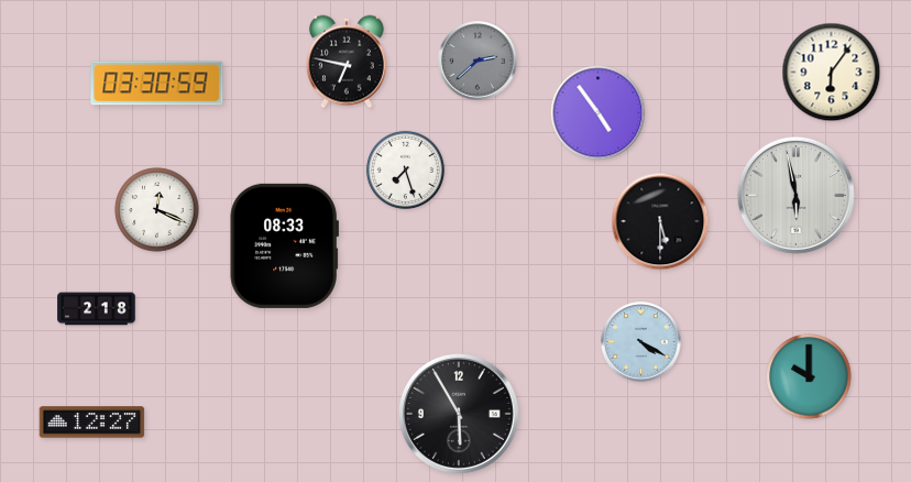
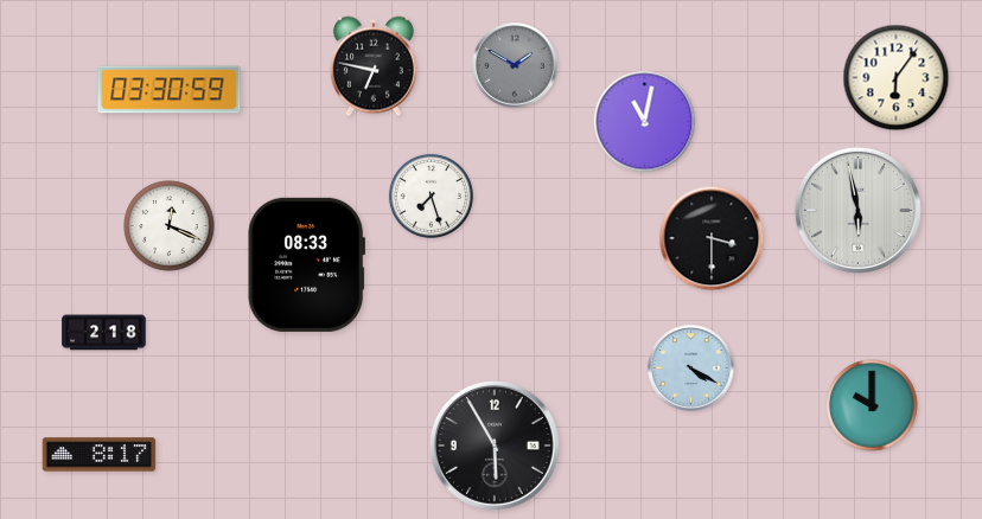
clock at (478, 61): 2:38 -> 1:50
clock at (599, 113): 4:54 -> 11:02
clock at (405, 169) position: (405, 169) -> (431, 196)
clock at (660, 221): 5:30 -> 3:30
clock at (92, 423): 12:27 -> 8:17
